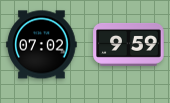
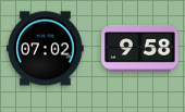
clock at (129, 44): 9:59 -> 9:58
